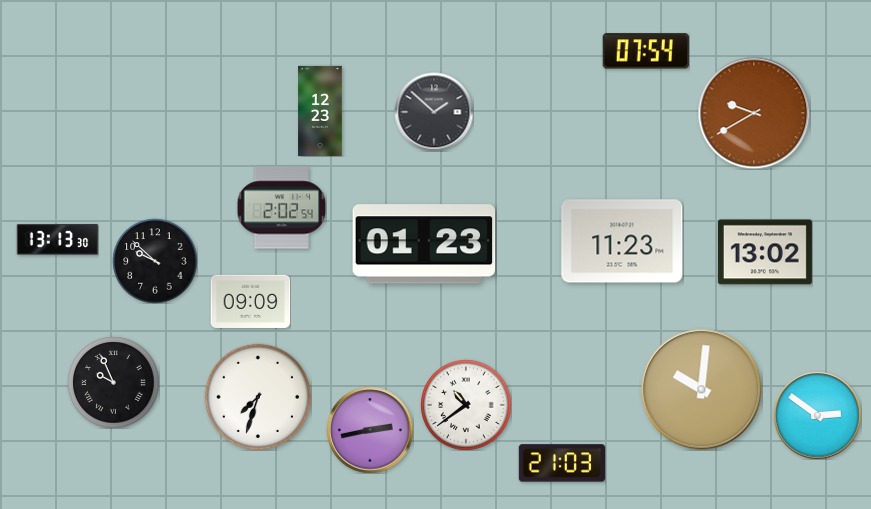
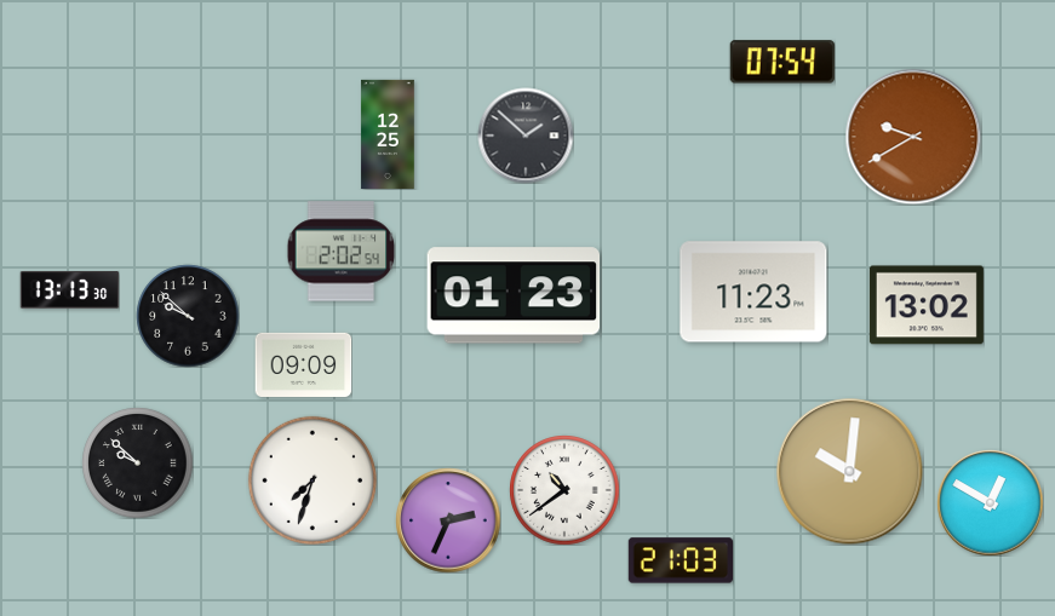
clock at (320, 111): 12:23 -> 12:25
clock at (113, 382): 9:56 -> 9:52
clock at (817, 415): 2:51 -> 12:50
clock at (370, 430): 2:43 -> 2:34
